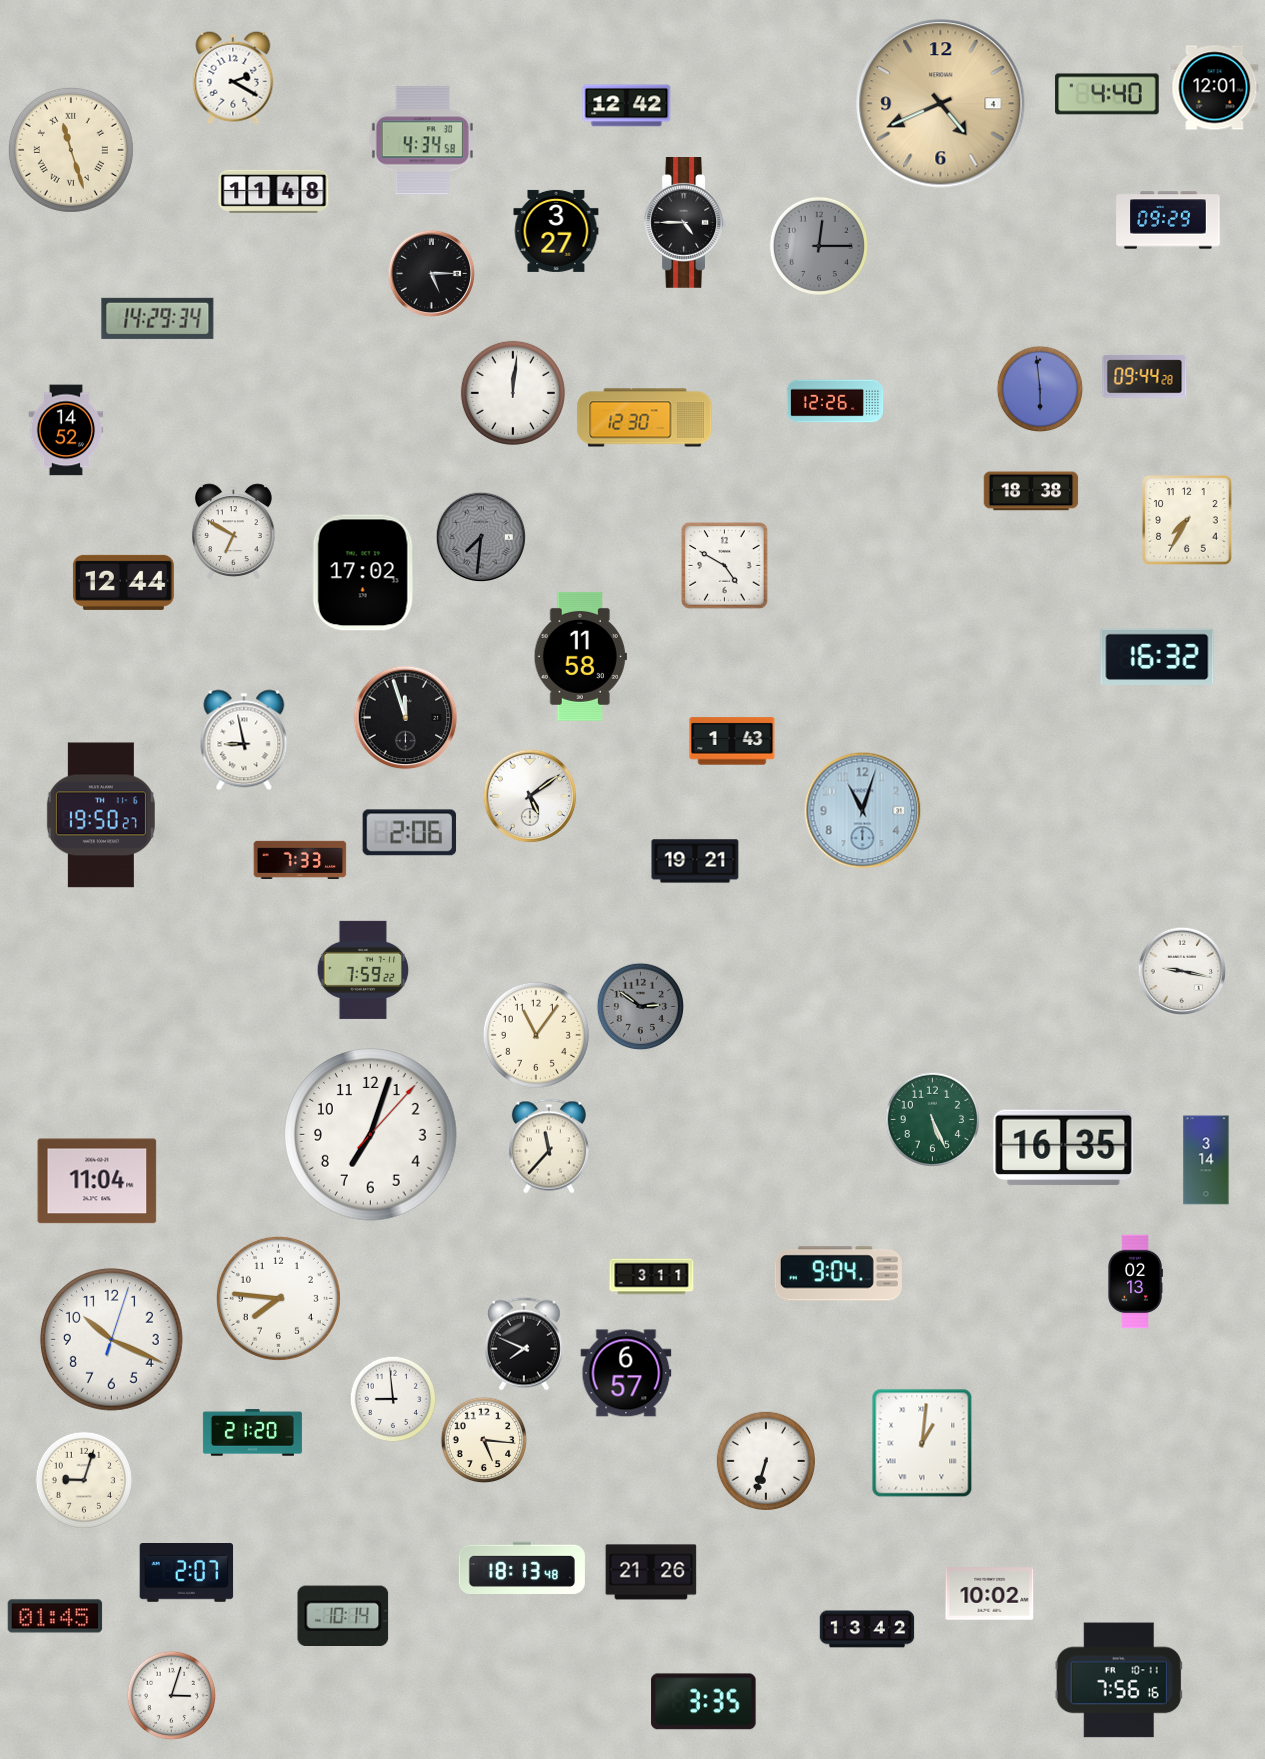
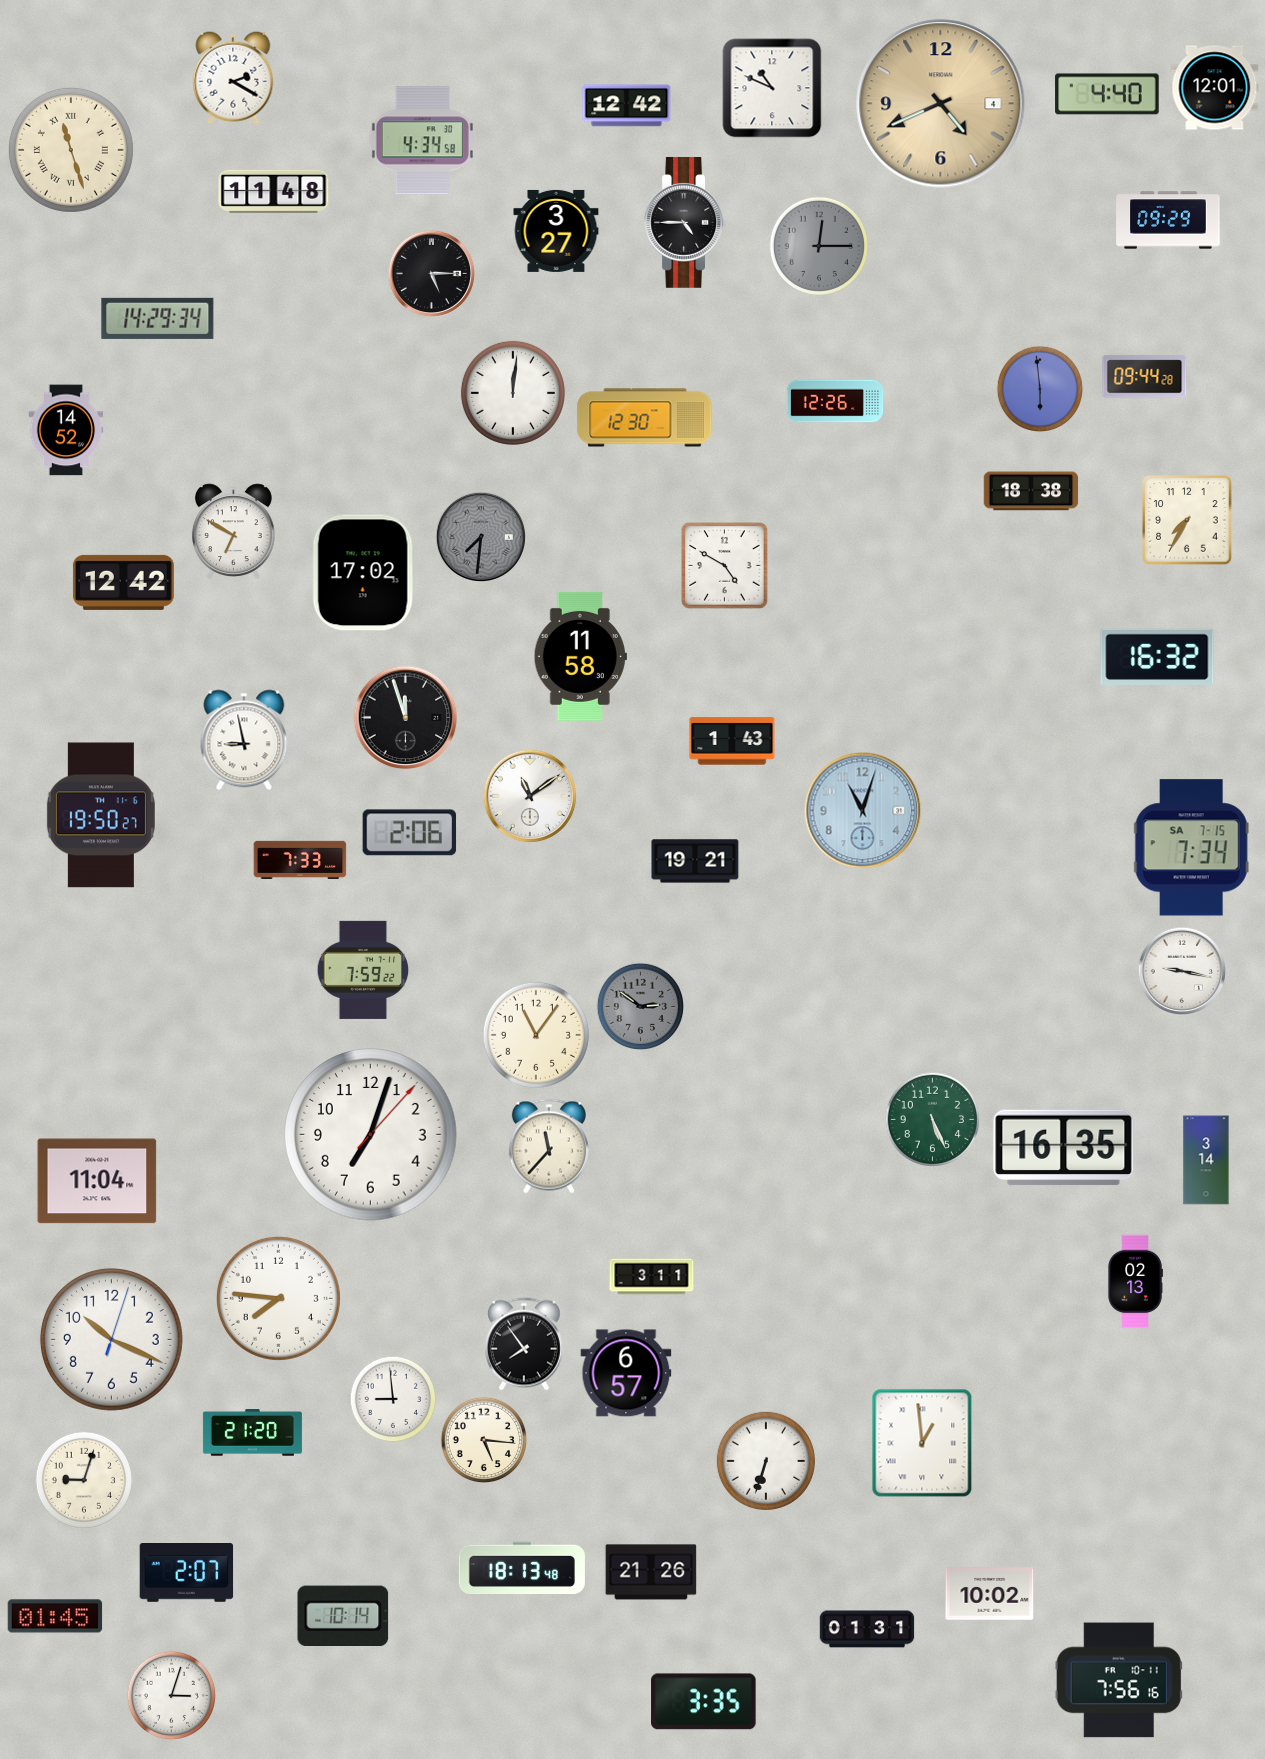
clock at (772, 88): none -> 10:49
clock at (123, 582): 12:44 -> 12:42
clock at (530, 796): 5:09 -> 11:09
clock at (1191, 848): none -> 7:34
clock at (838, 1274): 9:04 -> none
clock at (524, 1344): 7:49 -> 7:54
clock at (922, 1443): 1:01 -> 12:59
clock at (867, 1629): 13:42 -> 01:31
